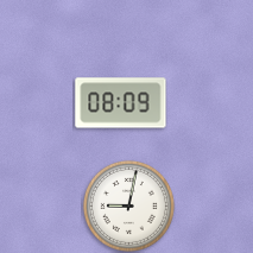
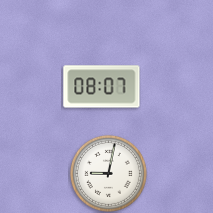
clock at (121, 103): 08:09 -> 08:07
